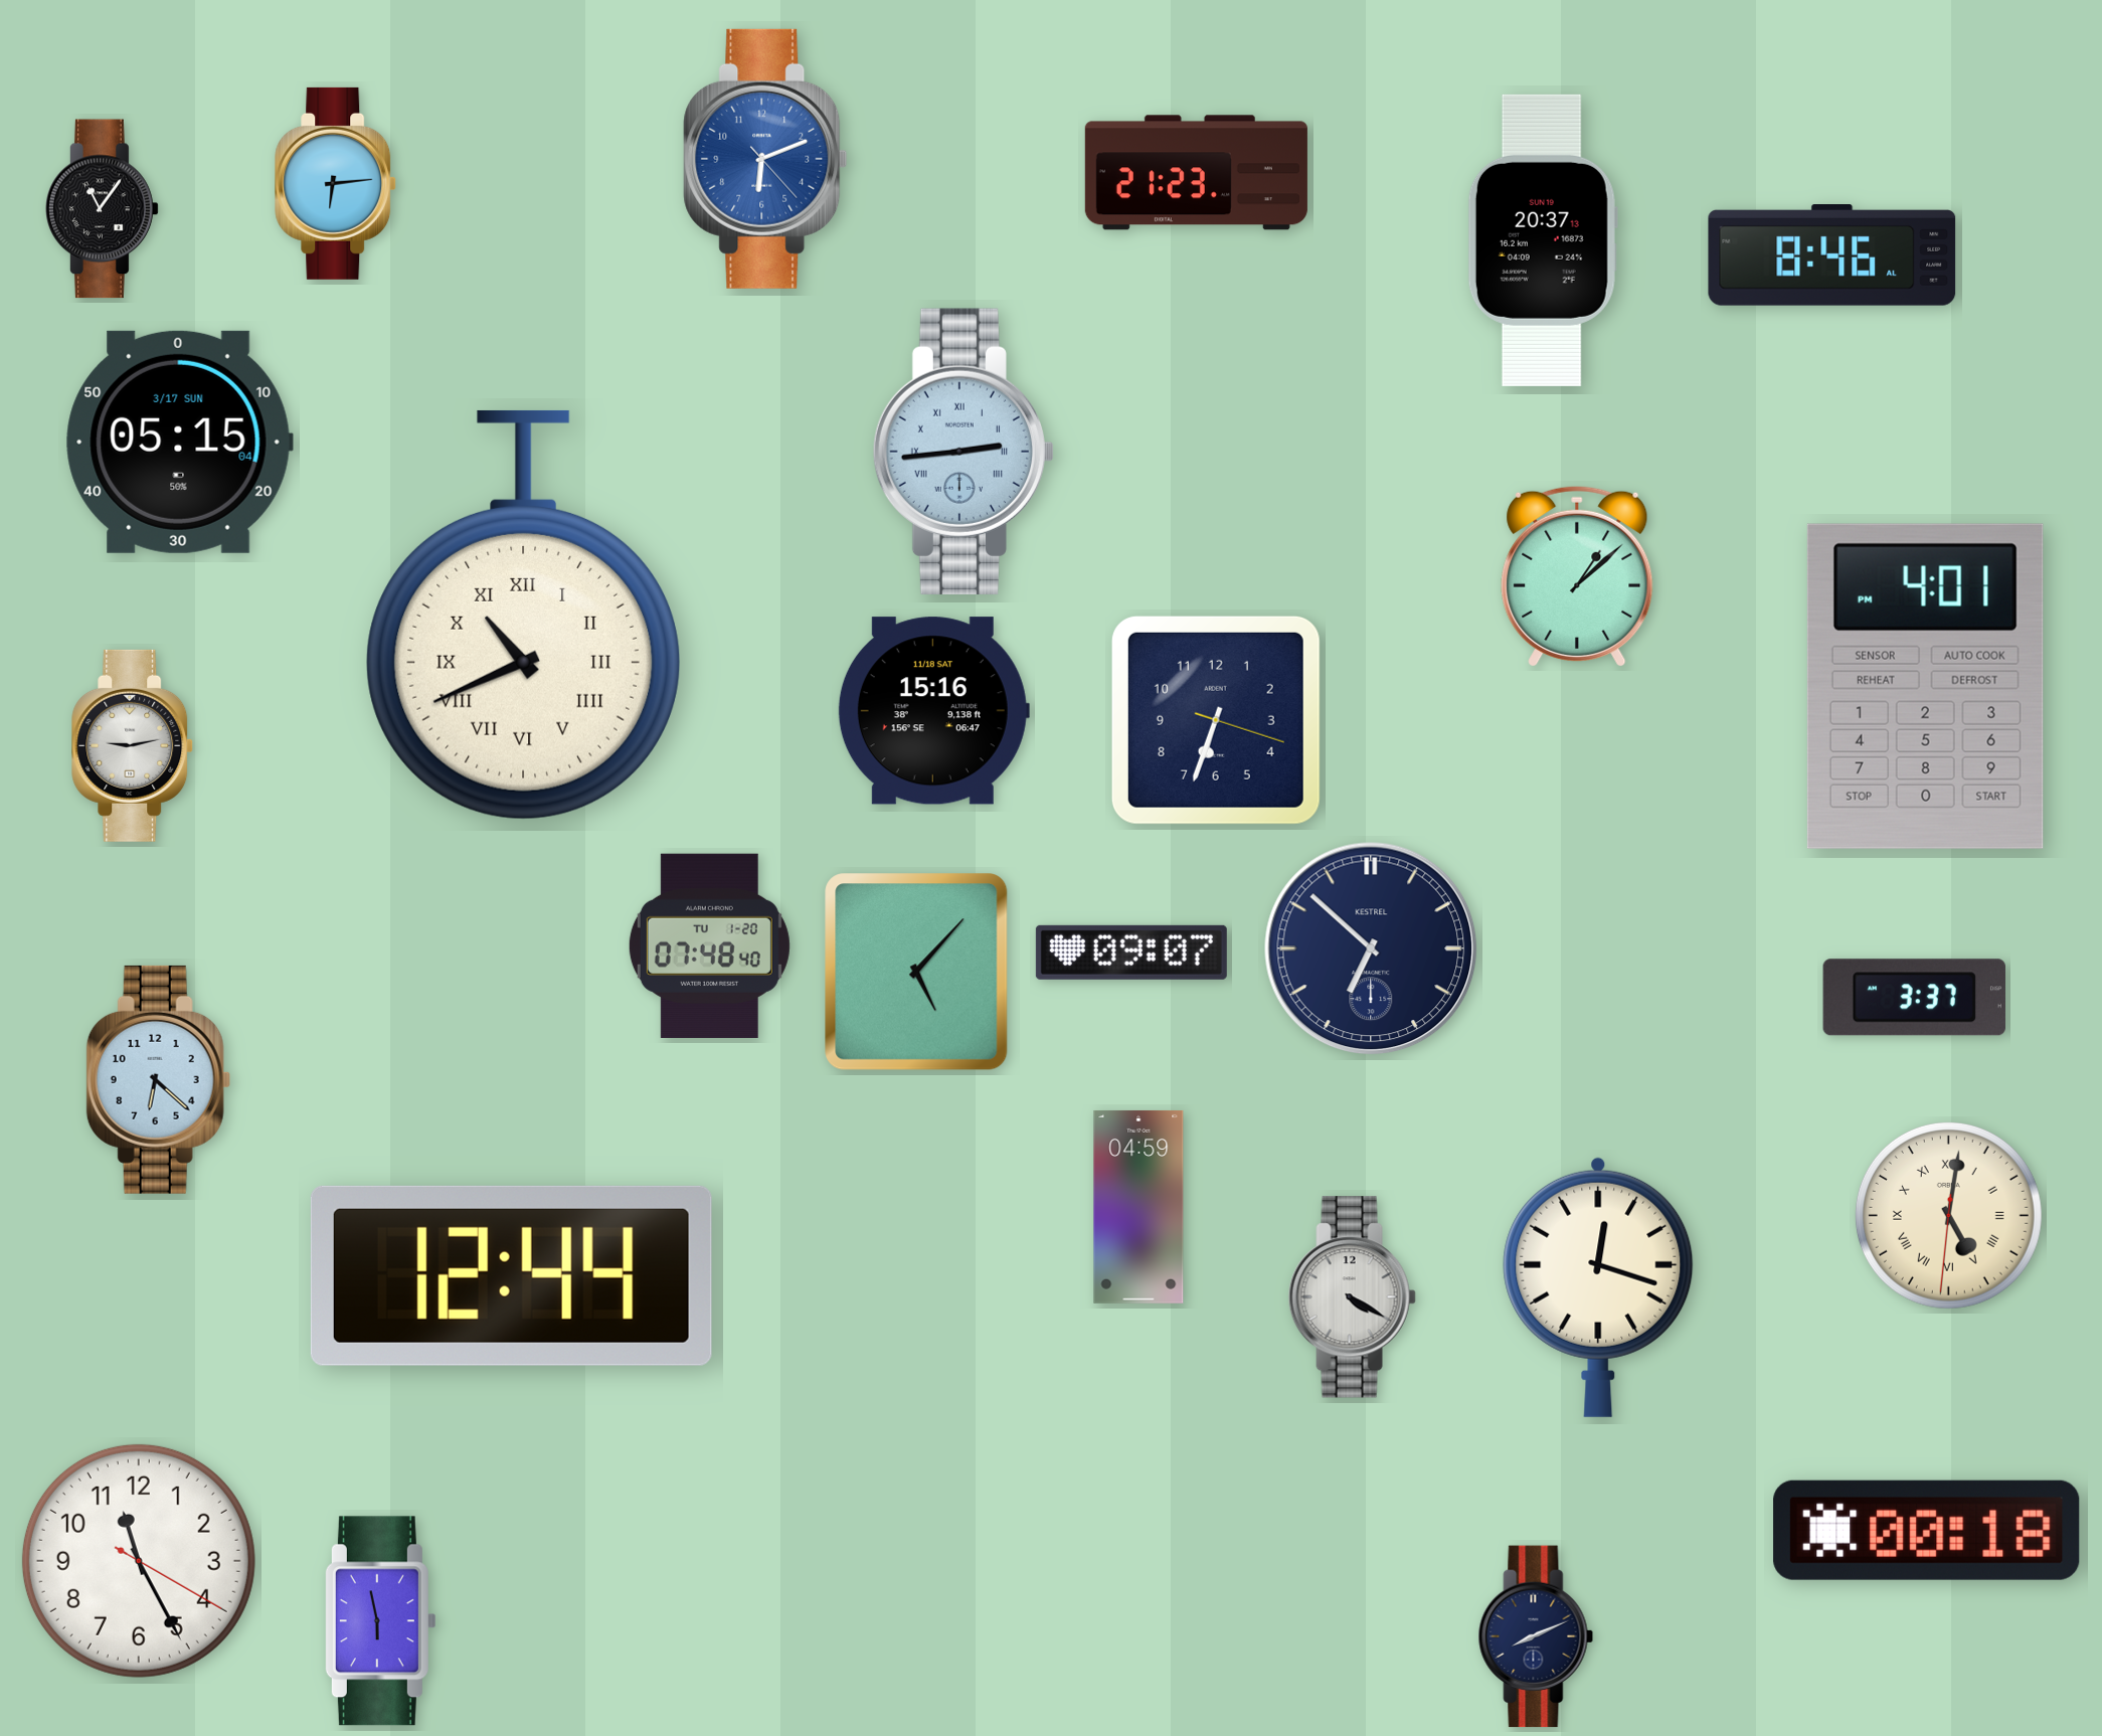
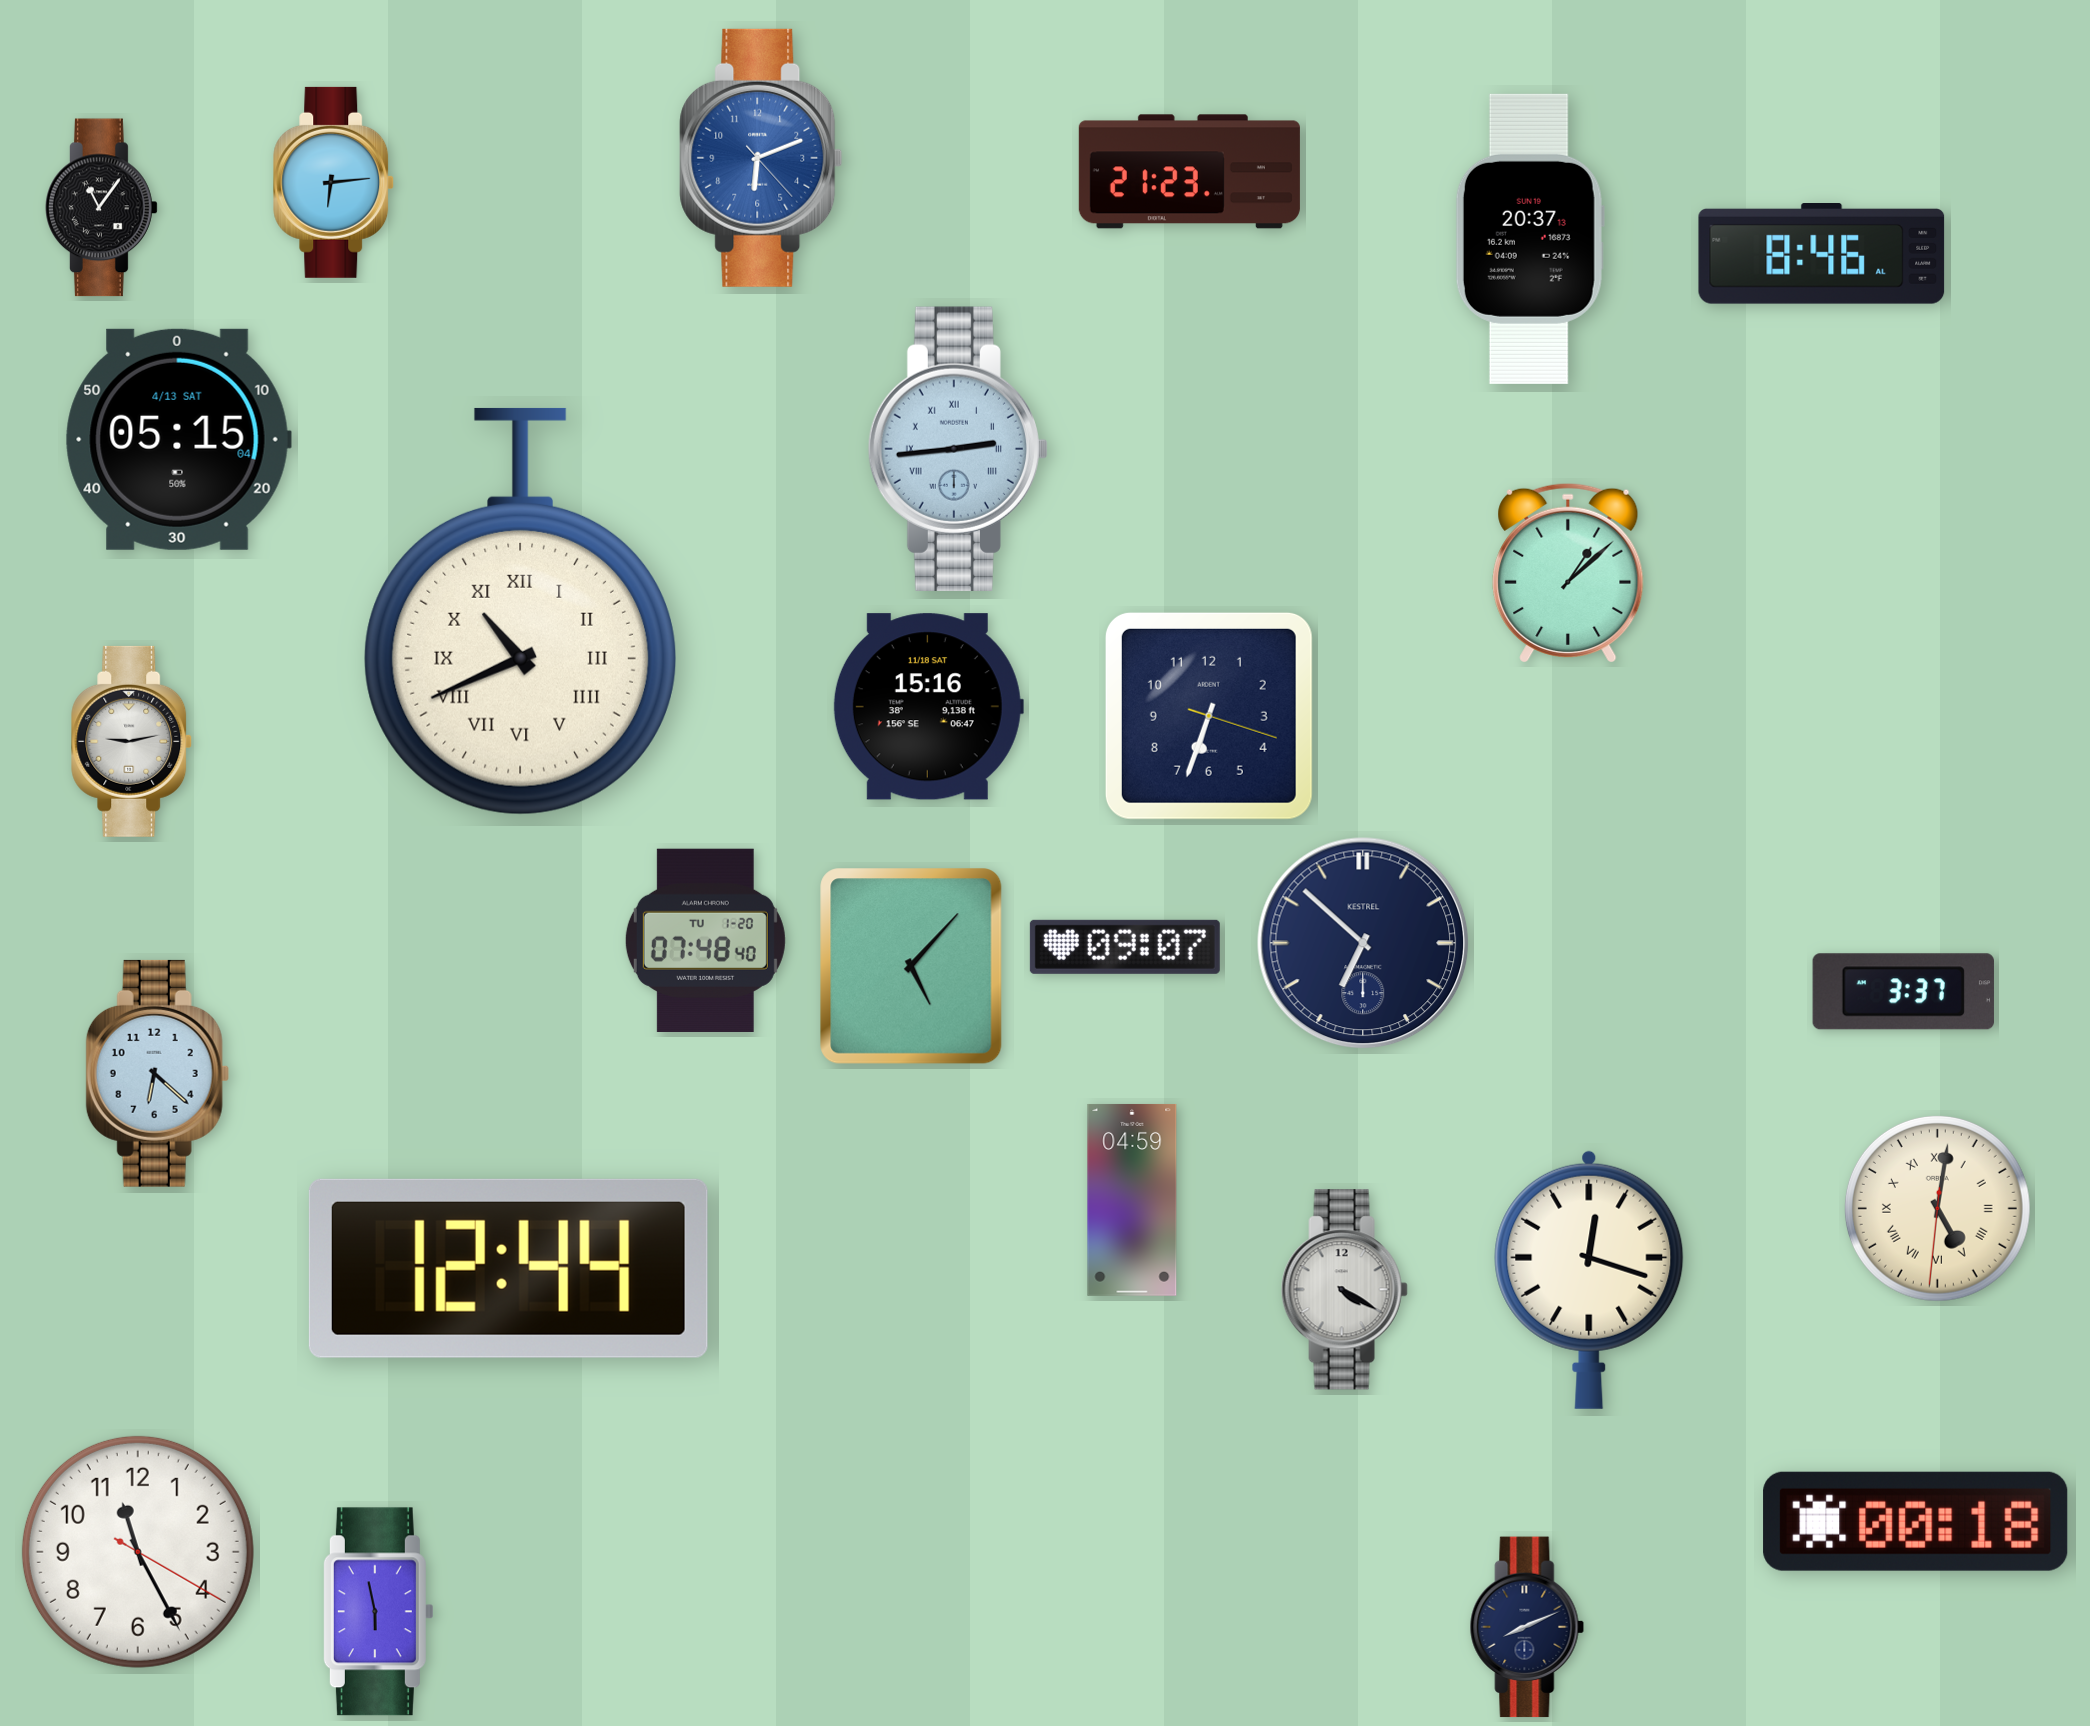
clock at (1543, 240) position: (1543, 240) -> (1530, 239)
clock at (179, 442) date: 3/17 SUN -> 4/13 SAT
clock at (1925, 686): 4:01 -> none
